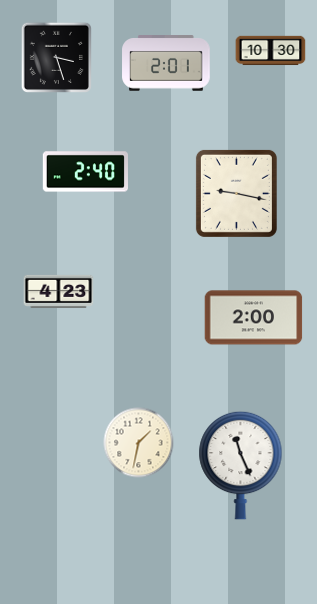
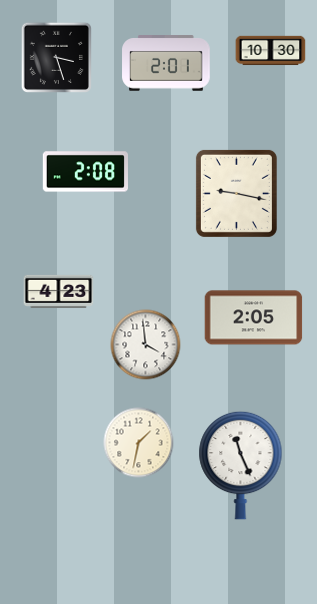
clock at (85, 172): 2:40 -> 2:08
clock at (254, 318): 2:00 -> 2:05
clock at (146, 345): none -> 3:59
